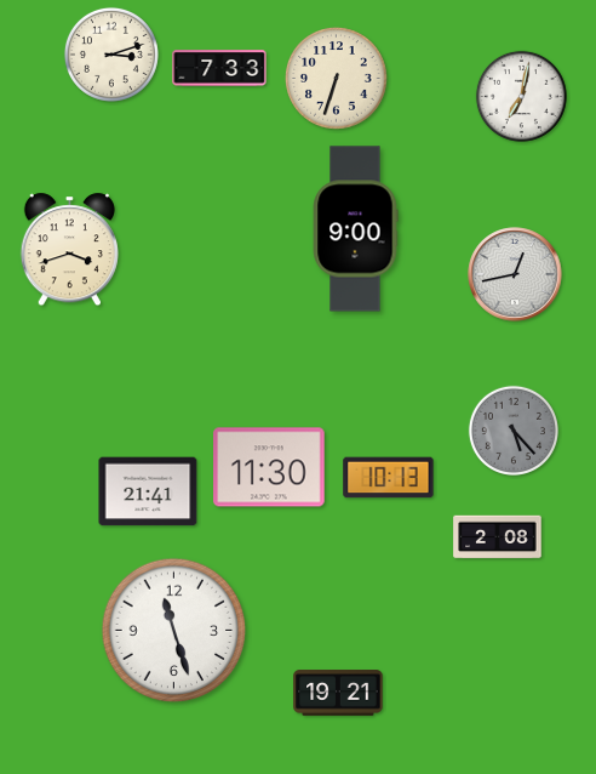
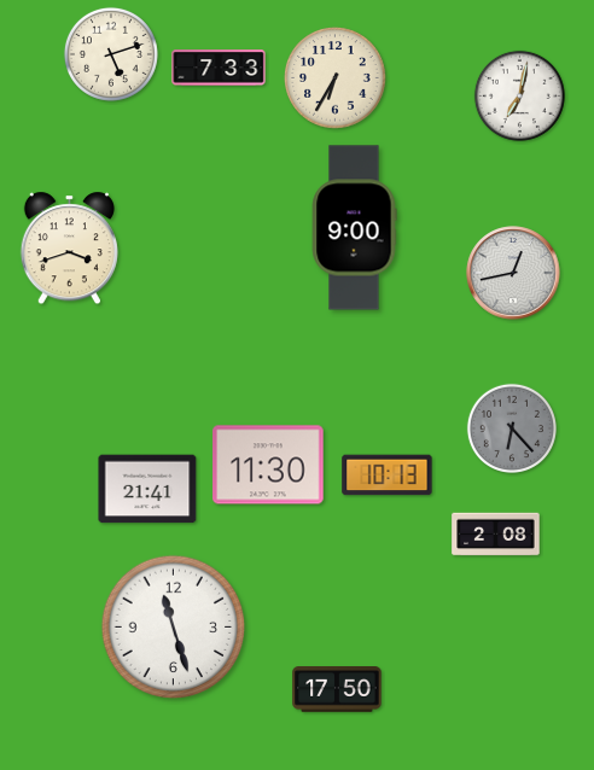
clock at (111, 55): 3:12 -> 5:12
clock at (337, 79): 6:33 -> 6:35
clock at (514, 431): 5:23 -> 6:23
clock at (338, 693): 19:21 -> 17:50
